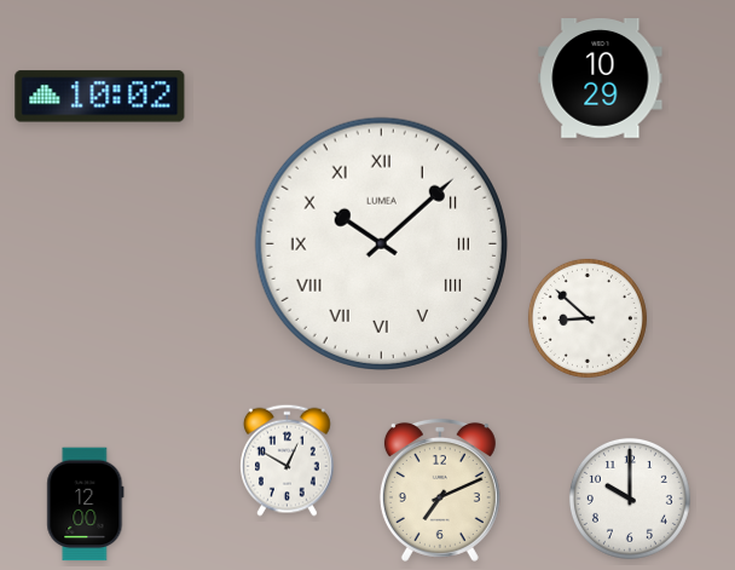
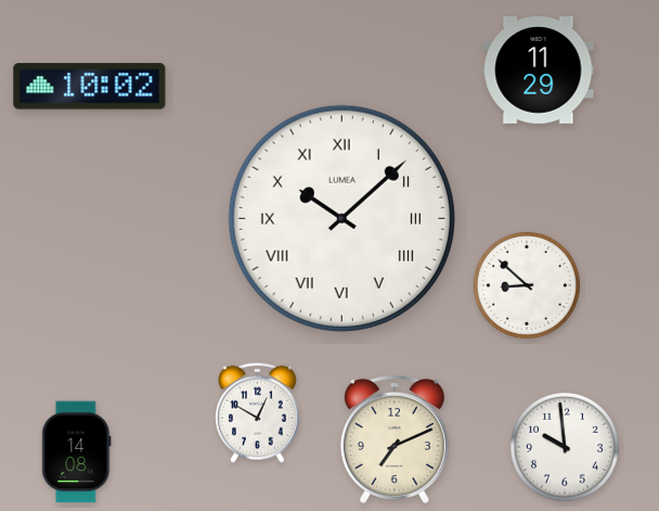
clock at (601, 79): 10:29 -> 11:29
clock at (630, 499): 10:00 -> 9:59
clock at (86, 505): 12:00 -> 14:08
